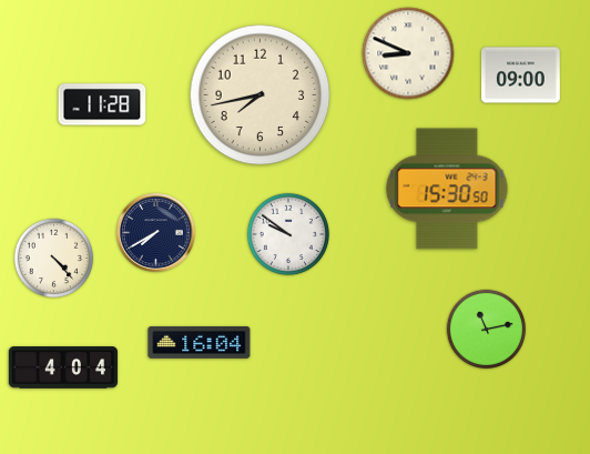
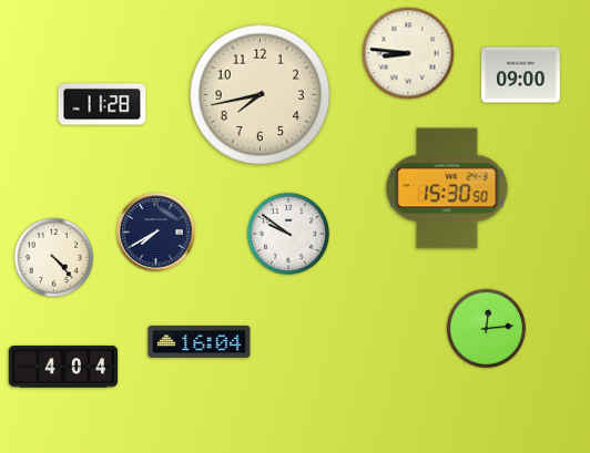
clock at (408, 53): 8:49 -> 8:46
clock at (487, 330): 11:13 -> 12:14
